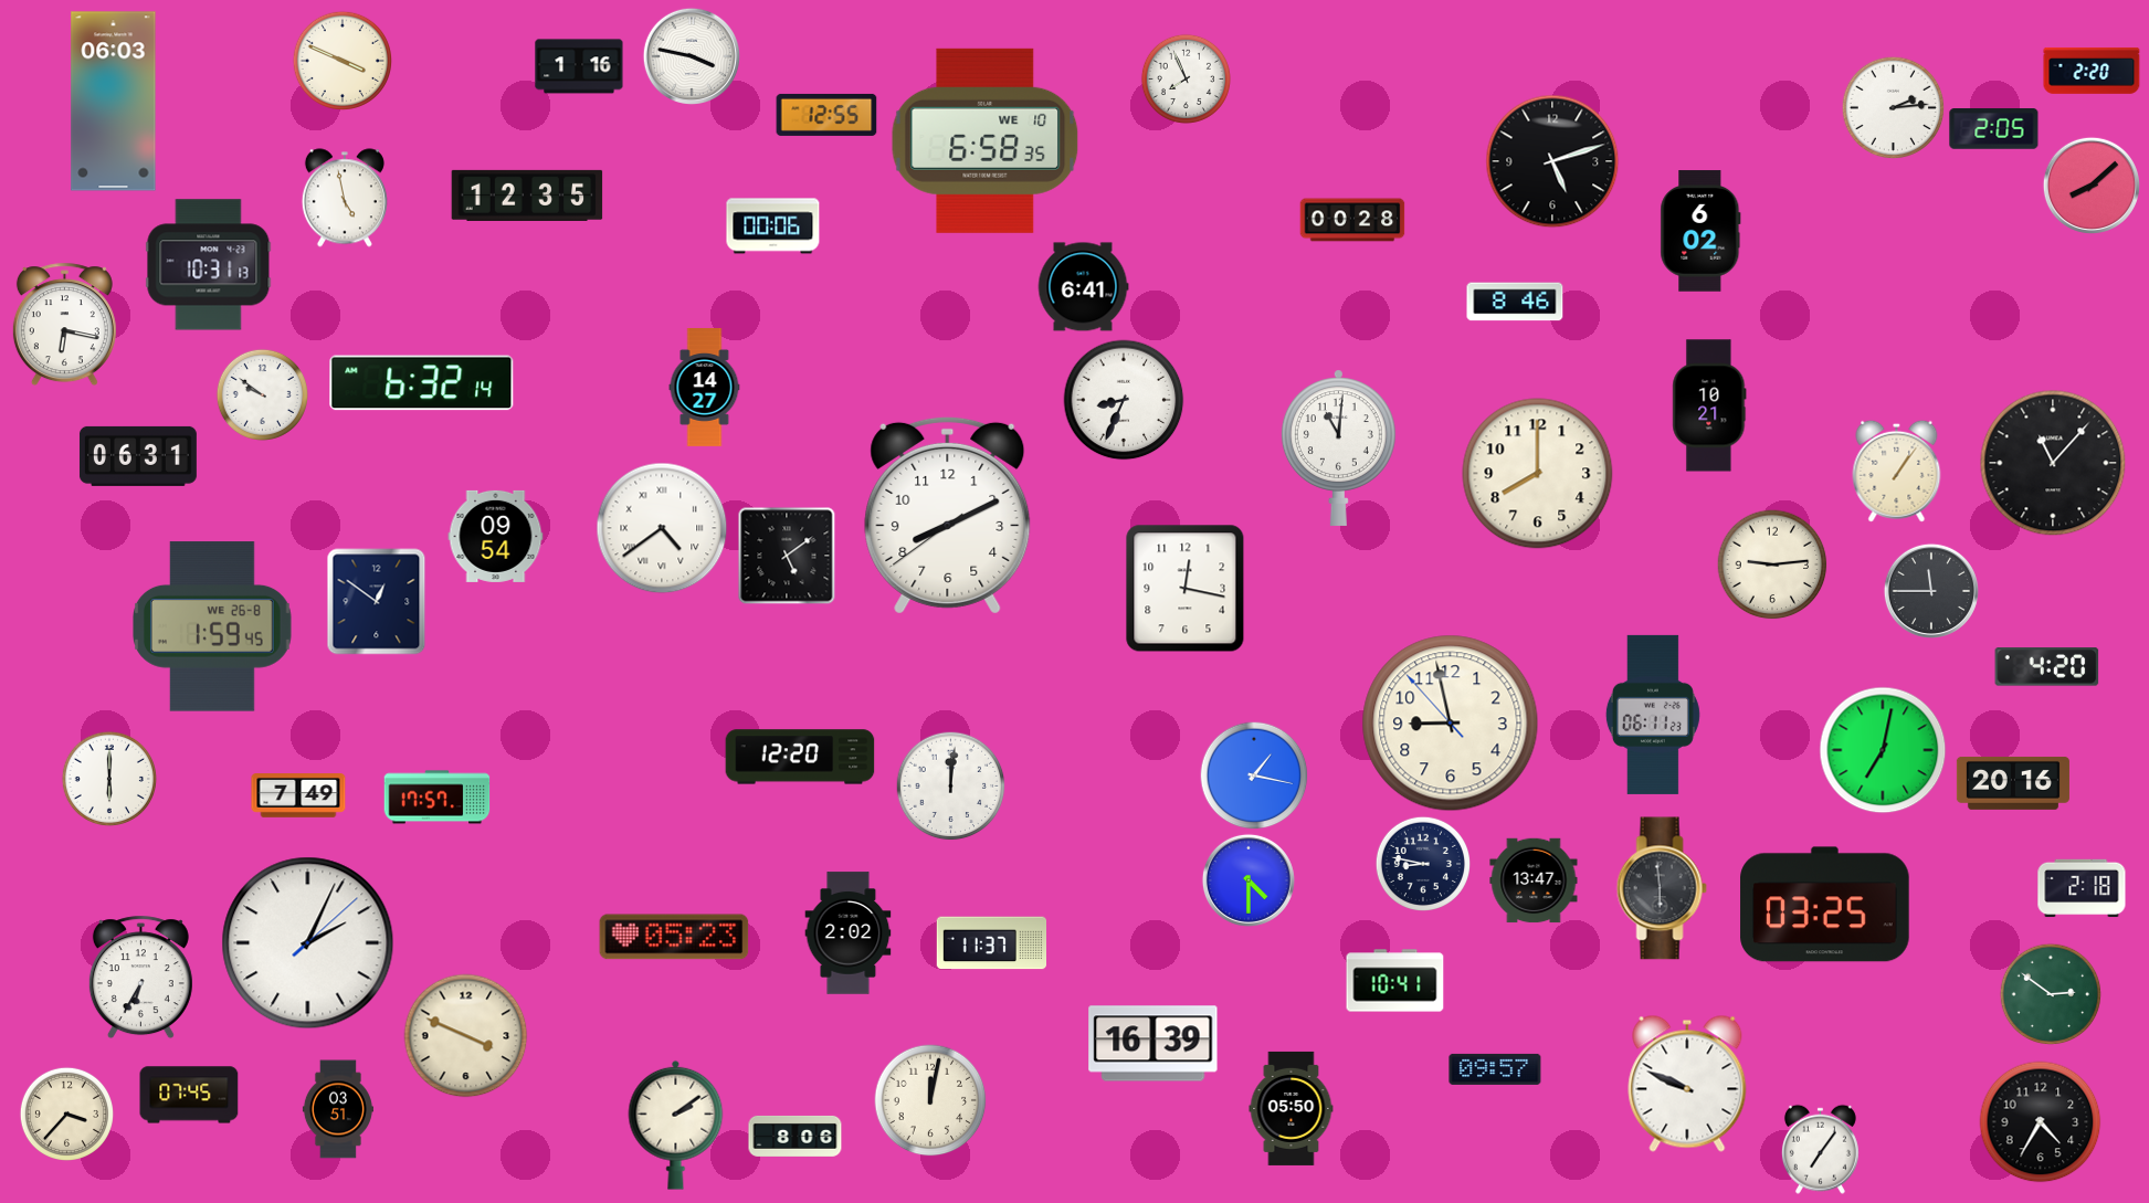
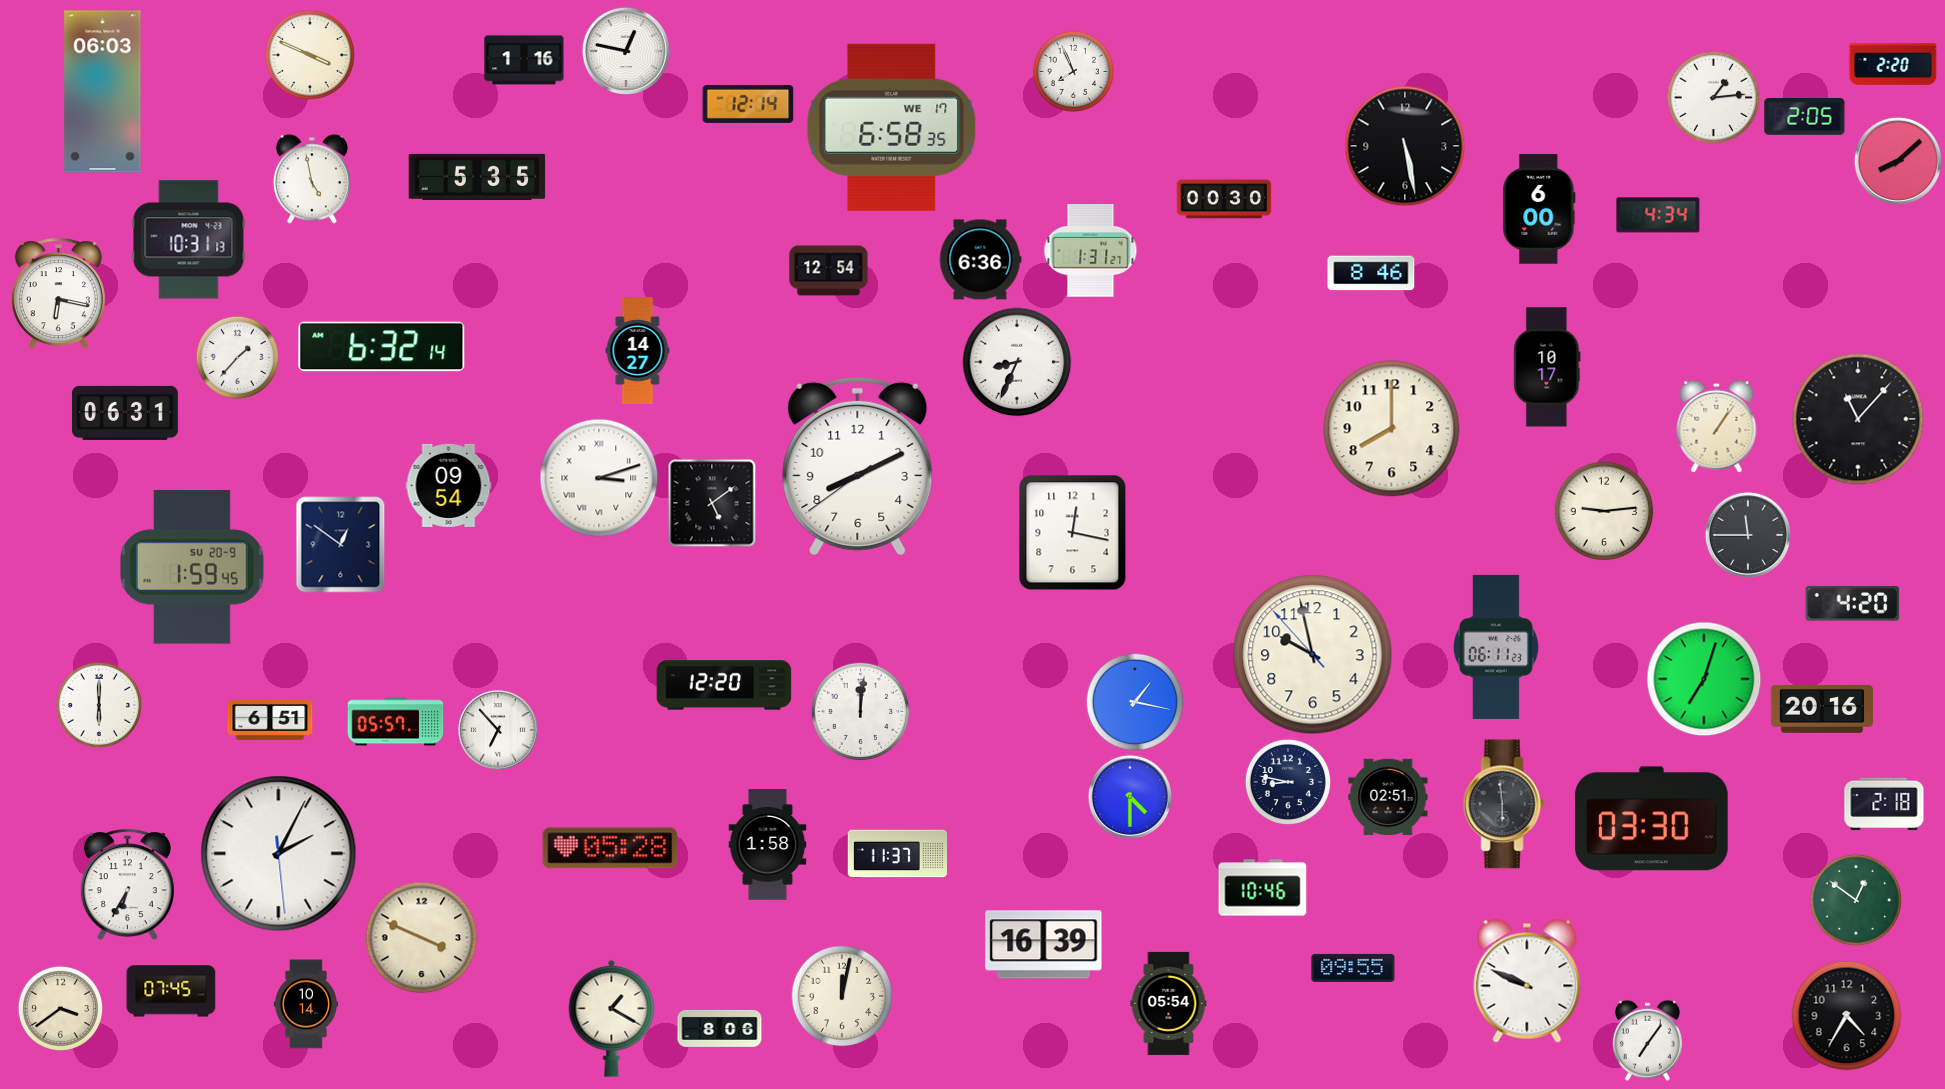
clock at (692, 56): 3:47 -> 12:47
clock at (1893, 107): 2:14 -> 1:14
clock at (826, 115): 12:55 -> 12:14
clock at (986, 140) date: WE 10 -> WE 17
clock at (1552, 161): 5:12 -> 5:28
clock at (2092, 186) position: (2092, 186) -> (1898, 161)
clock at (527, 196): 12:35 -> 5:35
clock at (1352, 220): 00:28 -> 00:30
clock at (773, 226): 00:06 -> none
clock at (1700, 231): 6:02 -> 6:00
clock at (1658, 215): none -> 4:34
clock at (1091, 251): none -> 1:31
clock at (1083, 287): 6:41 -> 6:36
clock at (829, 271): none -> 12:54
clock at (262, 394): 9:51 -> 1:37
clock at (1709, 405): 10:21 -> 10:17
clock at (1338, 447): 11:01 -> none
clock at (662, 528): 4:39 -> 3:12
clock at (213, 626) date: WE 26-8 -> SU 20-9
clock at (1451, 724): 8:57 -> 9:57
clock at (1883, 750): 7:02 -> 7:03
clock at (298, 796): 7:49 -> 6:51
clock at (438, 798): 17:57 -> 05:57
clock at (498, 730): none -> 6:53
clock at (1534, 880): 13:47 -> 02:51
clock at (1825, 905): 03:25 -> 03:30
clock at (849, 933): 2:02 -> 1:58
clock at (674, 937): 05:23 -> 05:28
clock at (308, 943): 2:04:08 -> 2:04:29
clock at (1395, 981): 10:41 -> 10:46
clock at (2051, 994): 2:51 -> 12:51
clock at (1495, 1069): 09:57 -> 09:55
clock at (1292, 1108): 05:50 -> 05:54
clock at (338, 1109): 03:51 -> 10:14
clock at (66, 1114): 3:37 -> 3:39
clock at (676, 1125): 2:09 -> 1:20
